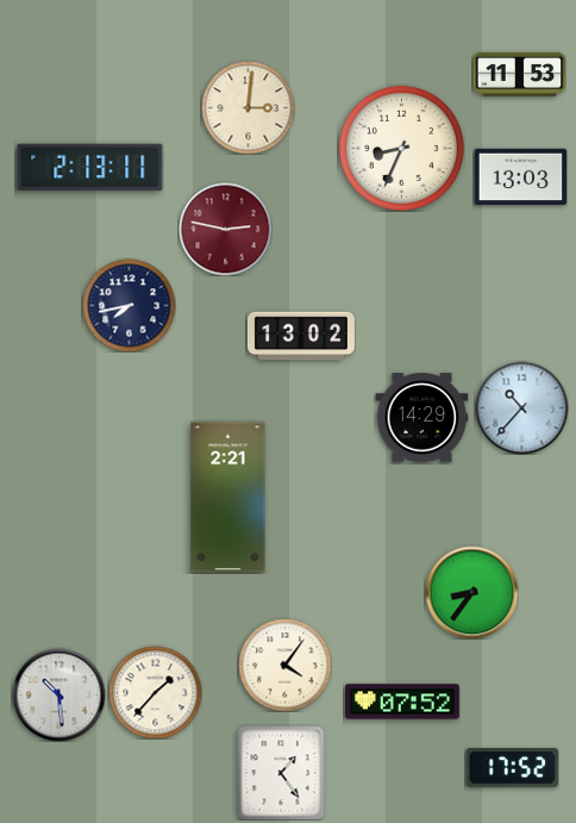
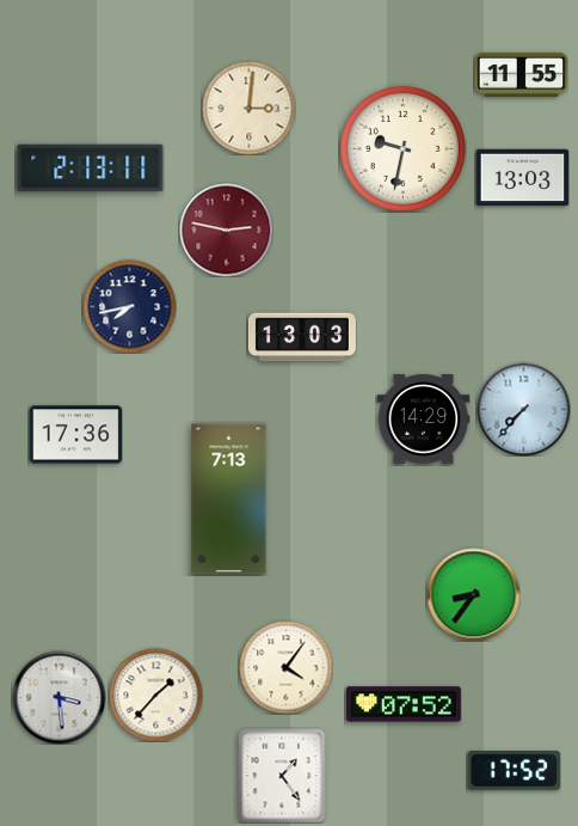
clock at (519, 74): 11:53 -> 11:55
clock at (401, 148): 8:34 -> 9:32
clock at (301, 336): 13:02 -> 13:03
clock at (521, 407): 10:37 -> 7:37
clock at (75, 435): none -> 17:36
clock at (228, 498): 2:21 -> 7:13
clock at (58, 694): 10:29 -> 3:29
